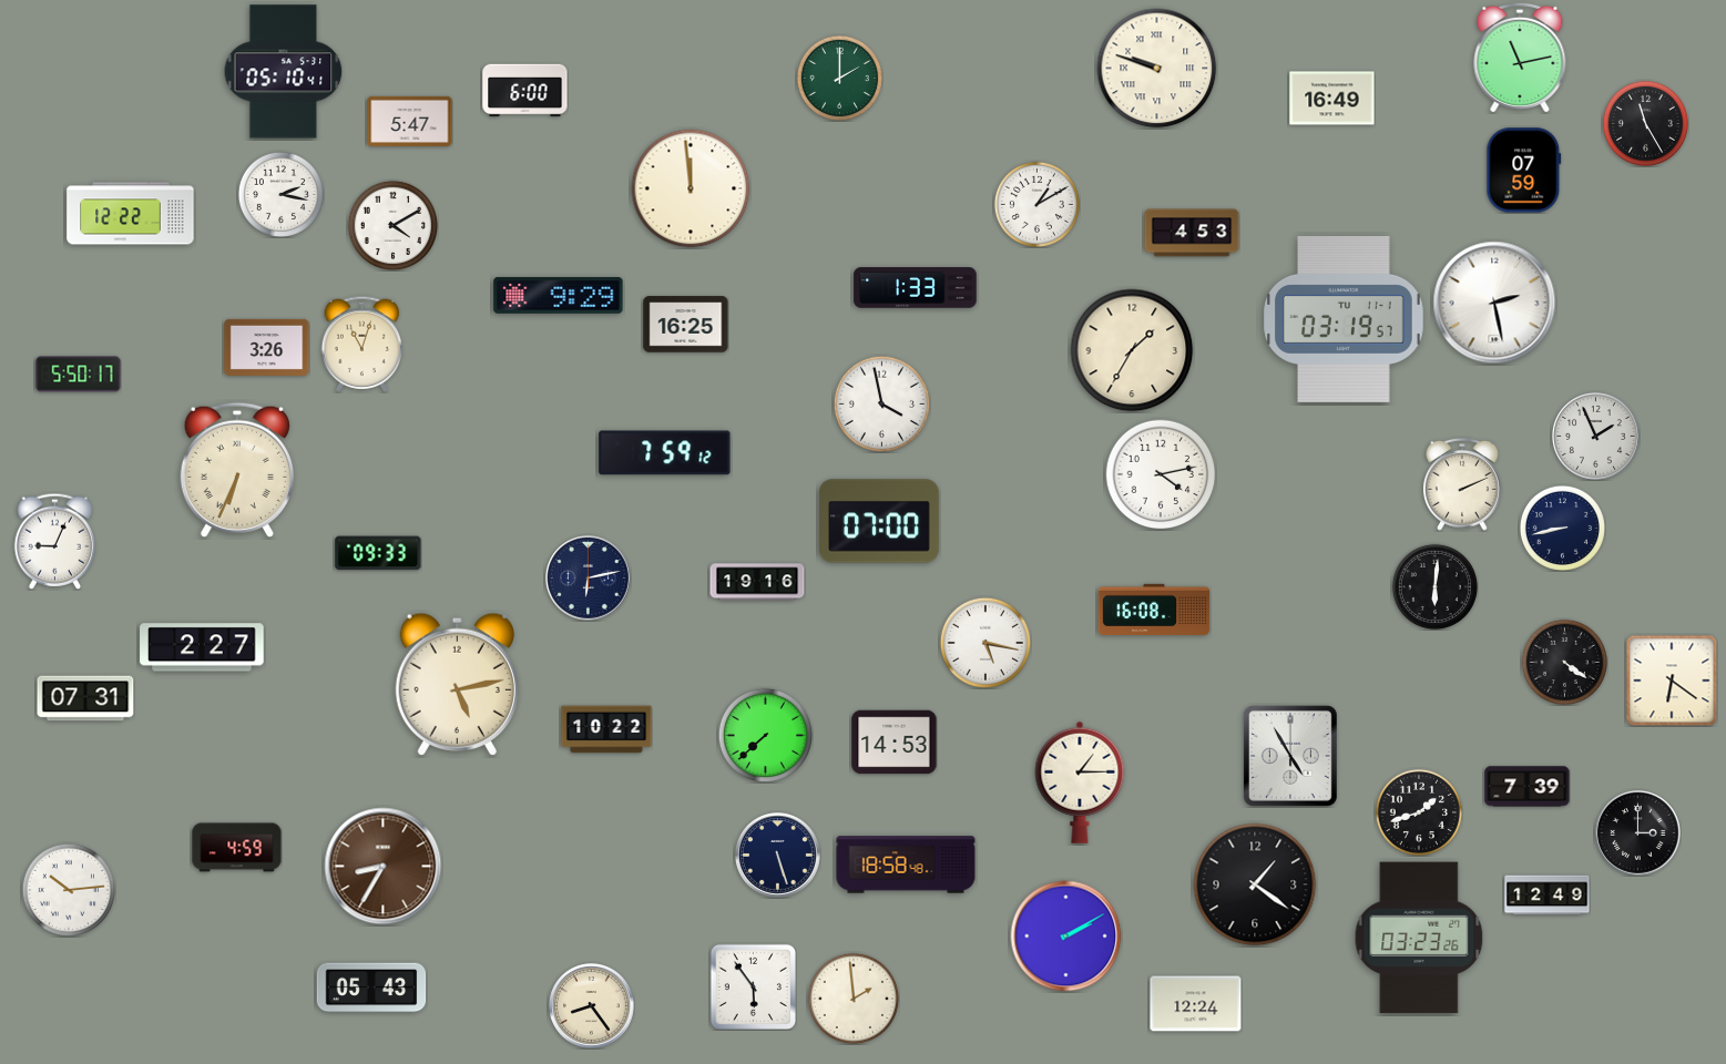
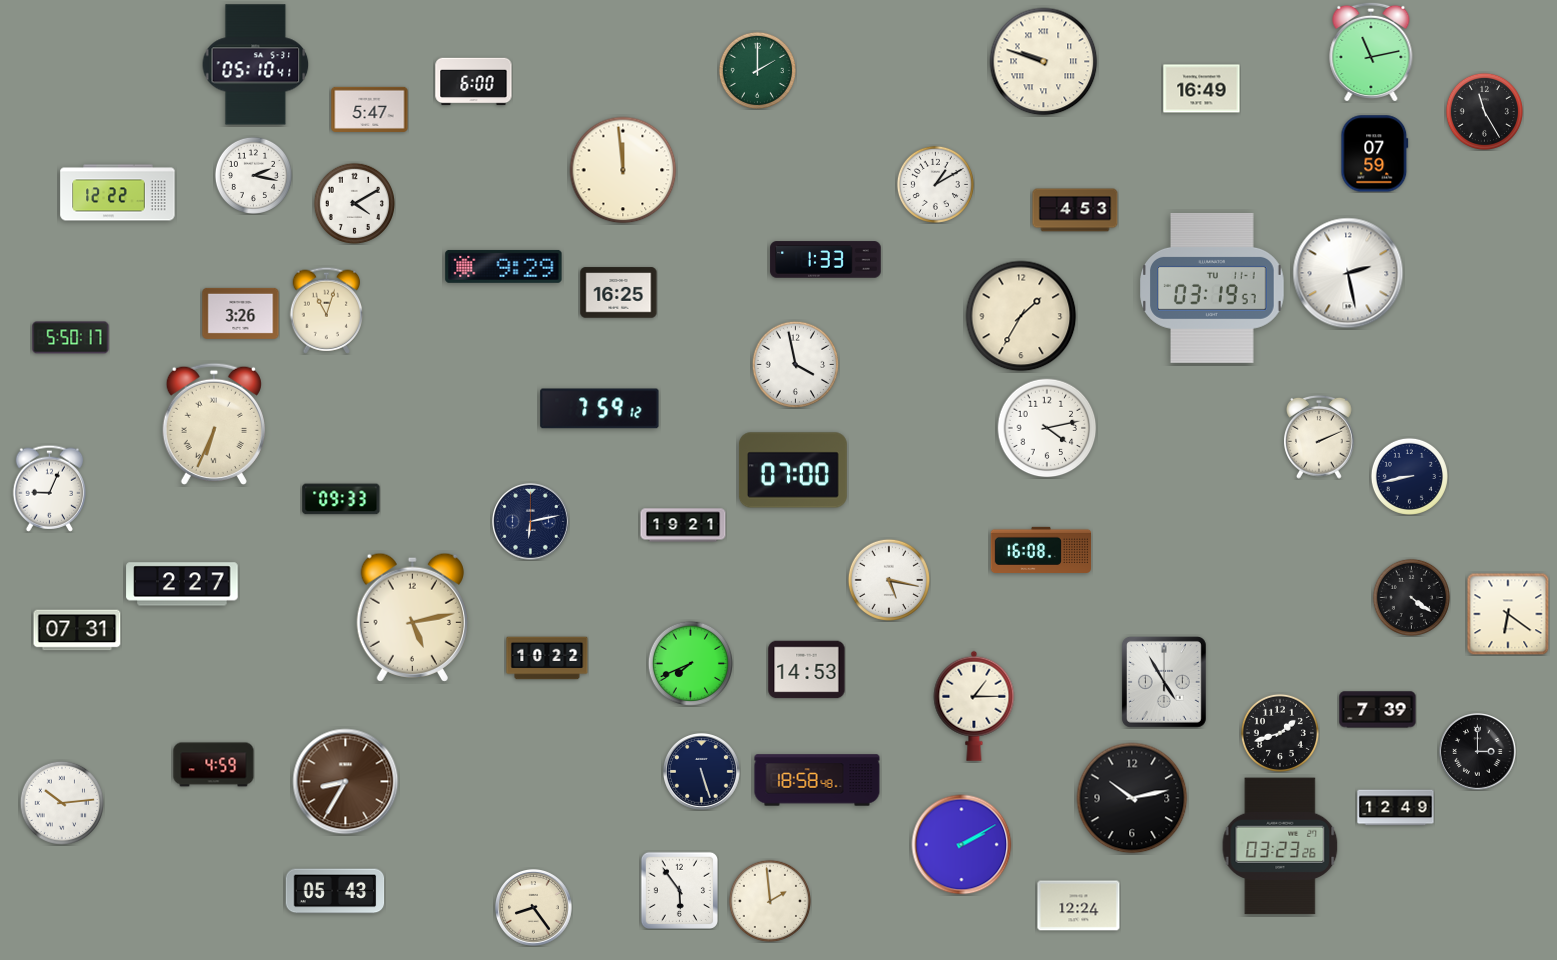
clock at (1595, 436): 1:56 -> none
clock at (757, 582): 19:16 -> 19:21
clock at (1434, 586): 6:01 -> none
clock at (765, 735): 7:38 -> 7:41
clock at (1255, 884): 1:21 -> 10:13
